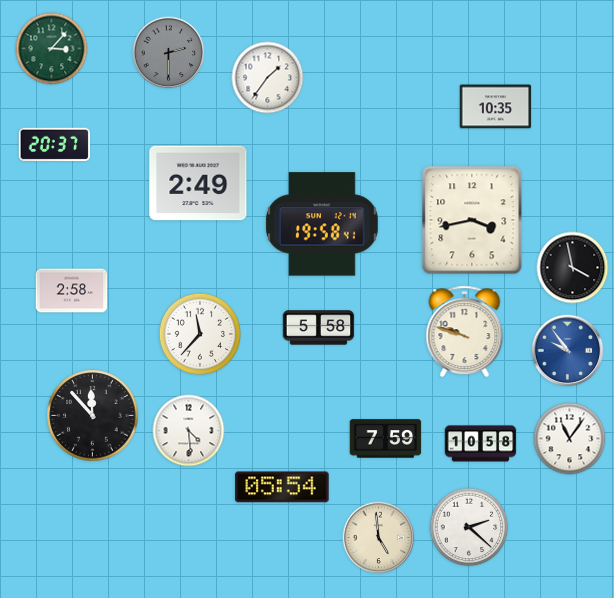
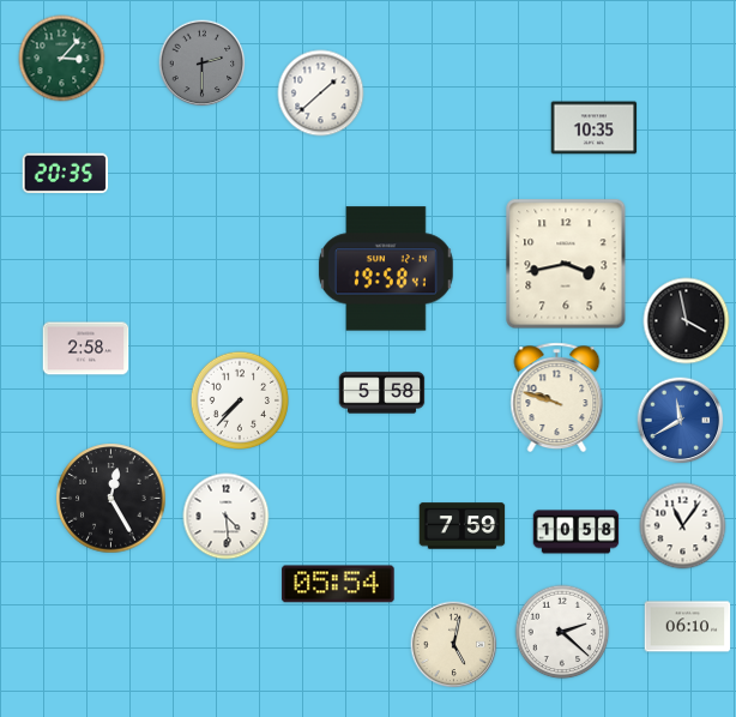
clock at (268, 78): 1:36 -> 1:38
clock at (55, 145): 20:37 -> 20:35
clock at (198, 183): 2:49 -> none
clock at (199, 333): 11:37 -> 7:37
clock at (568, 351): 9:54 -> 11:40
clock at (93, 416): 11:53 -> 12:25
clock at (688, 627): none -> 06:10
clock at (379, 538): 4:59 -> 5:02
